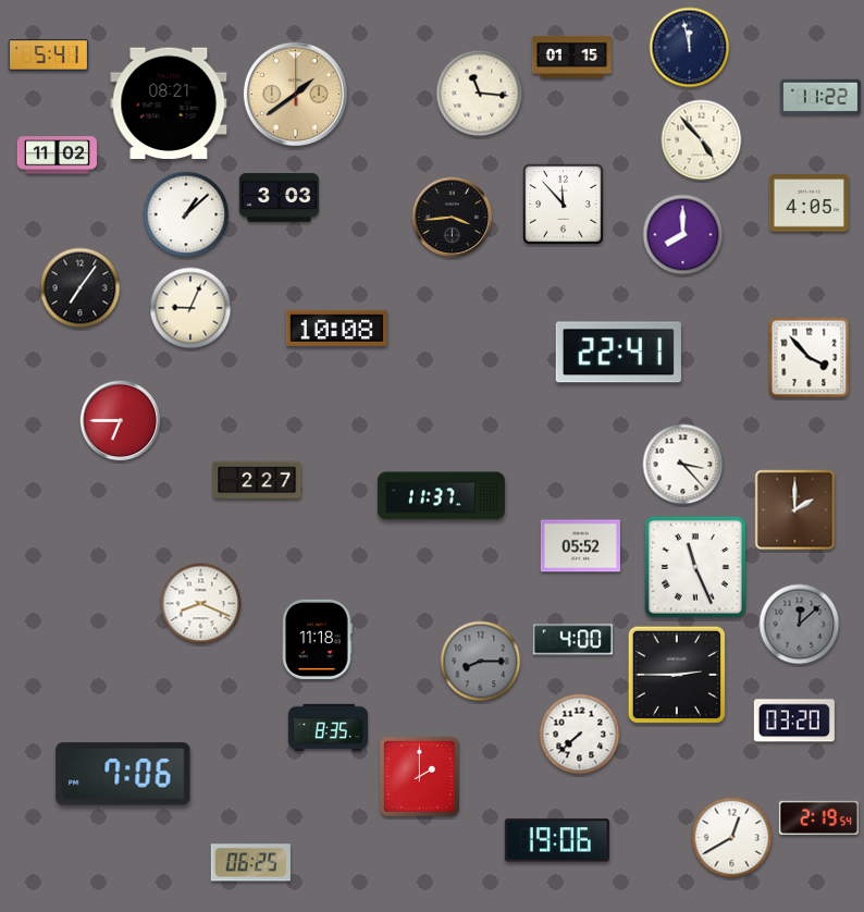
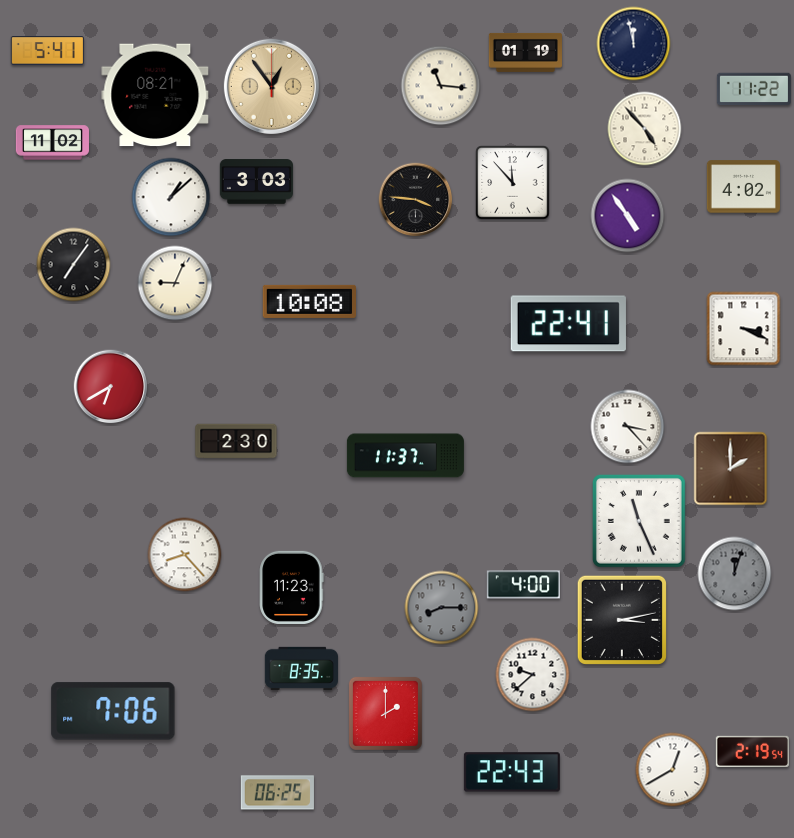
clock at (48, 56) position: (48, 56) -> (47, 51)
clock at (571, 57): 01:15 -> 01:19
clock at (295, 94): 1:39 -> 12:54
clock at (809, 204): 4:05 -> 4:02
clock at (564, 205) position: (564, 205) -> (513, 183)
clock at (453, 218): 3:44 -> 3:46
clock at (683, 235): 8:00 -> 4:54
clock at (810, 358): 3:53 -> 3:19
clock at (121, 421): 6:45 -> 6:40
clock at (257, 480): 2:27 -> 2:30
clock at (580, 546): 05:52 -> none
clock at (201, 604): 8:19 -> 8:23
clock at (800, 625): 12:08 -> 12:03
clock at (318, 639): 11:18 -> 11:23
clock at (572, 640) position: (572, 640) -> (523, 585)
clock at (677, 675): 2:45 -> 3:13
clock at (794, 720): 03:20 -> none
clock at (580, 735): 7:38 -> 9:38
clock at (557, 840): 19:06 -> 22:43
clock at (250, 863) position: (250, 863) -> (277, 793)
